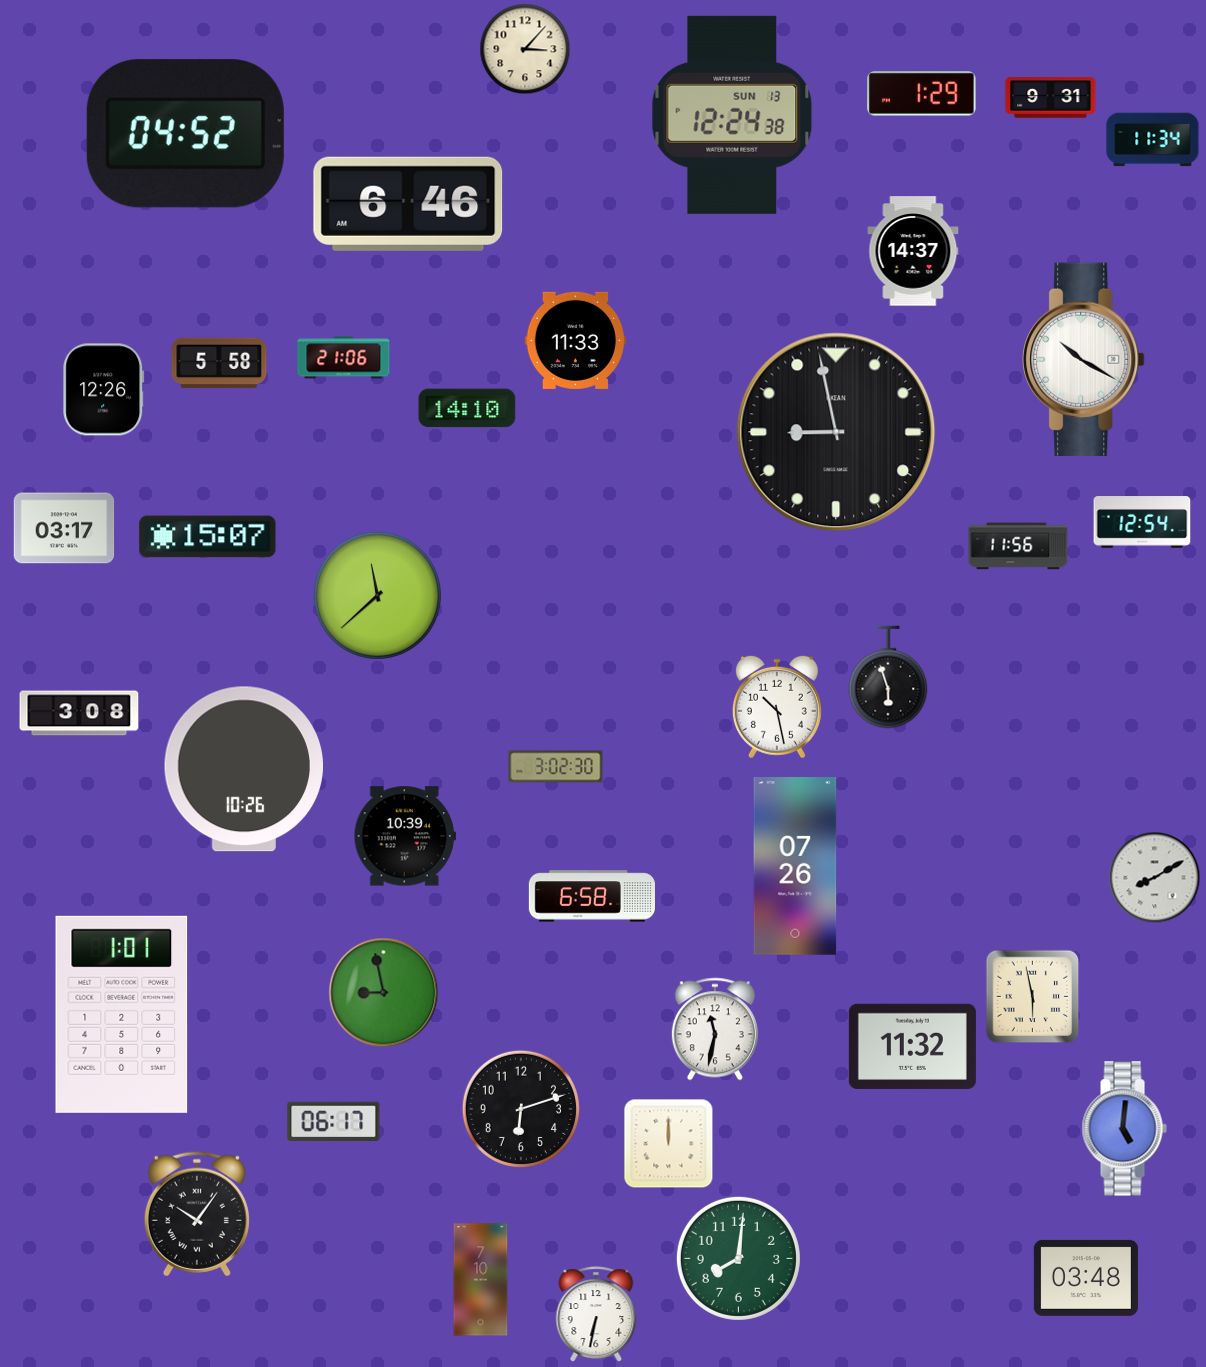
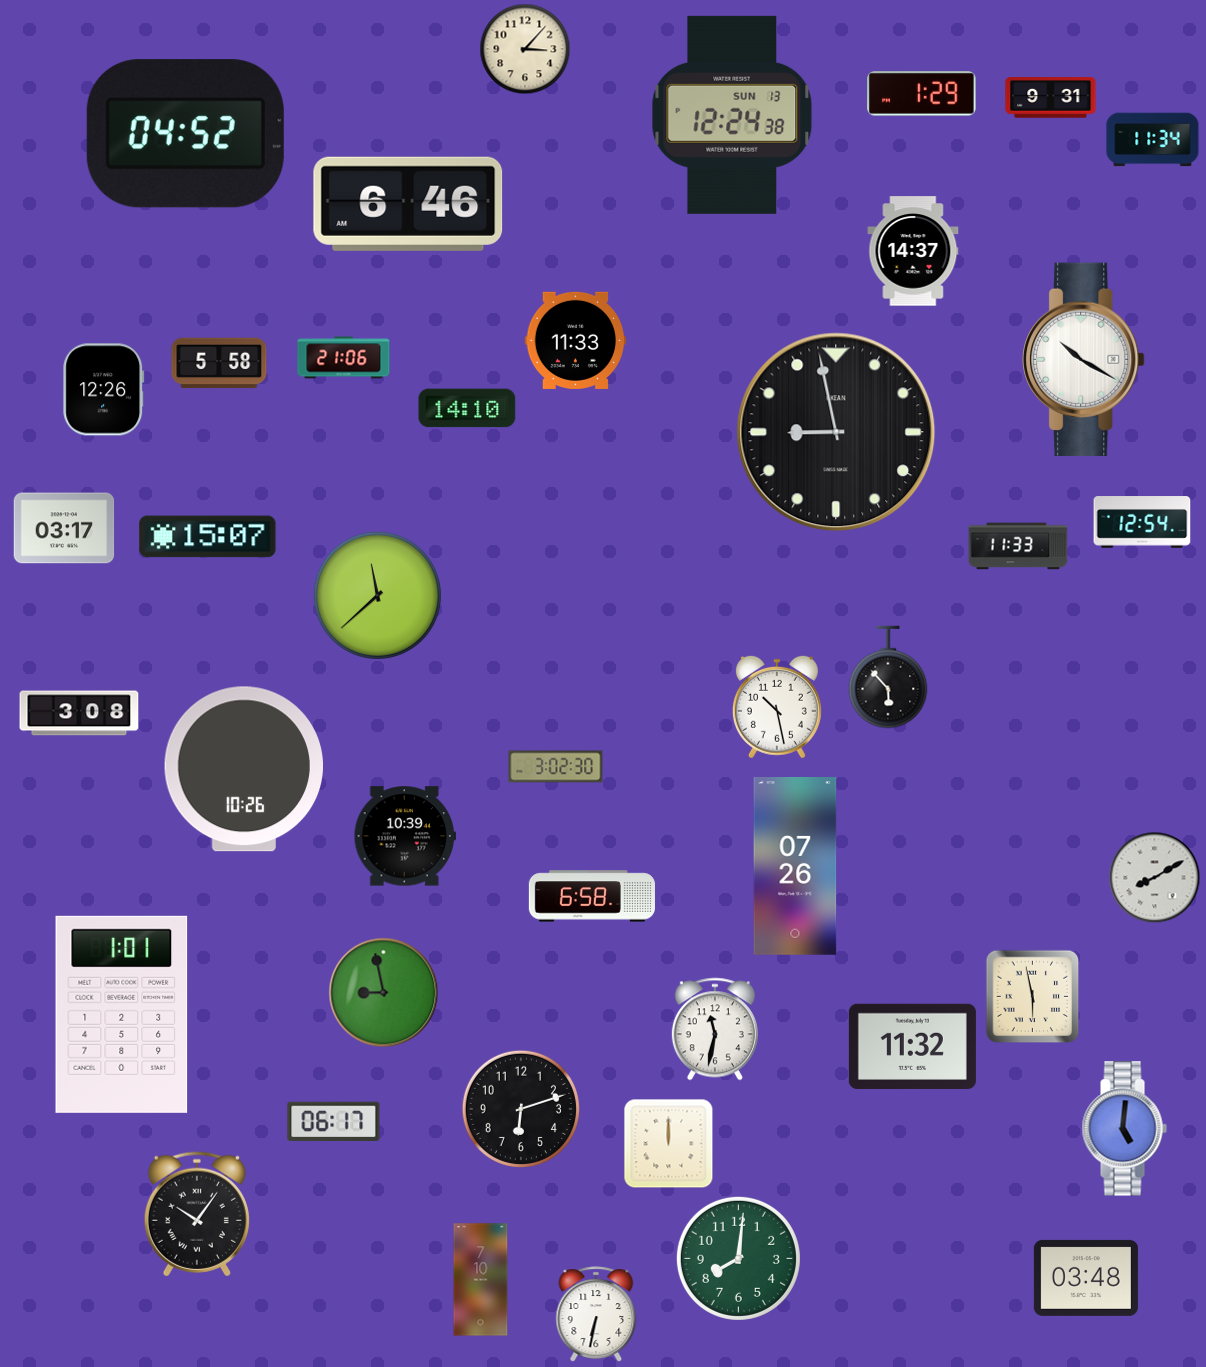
clock at (1018, 546): 11:56 -> 11:33
clock at (888, 677): 5:57 -> 5:53
